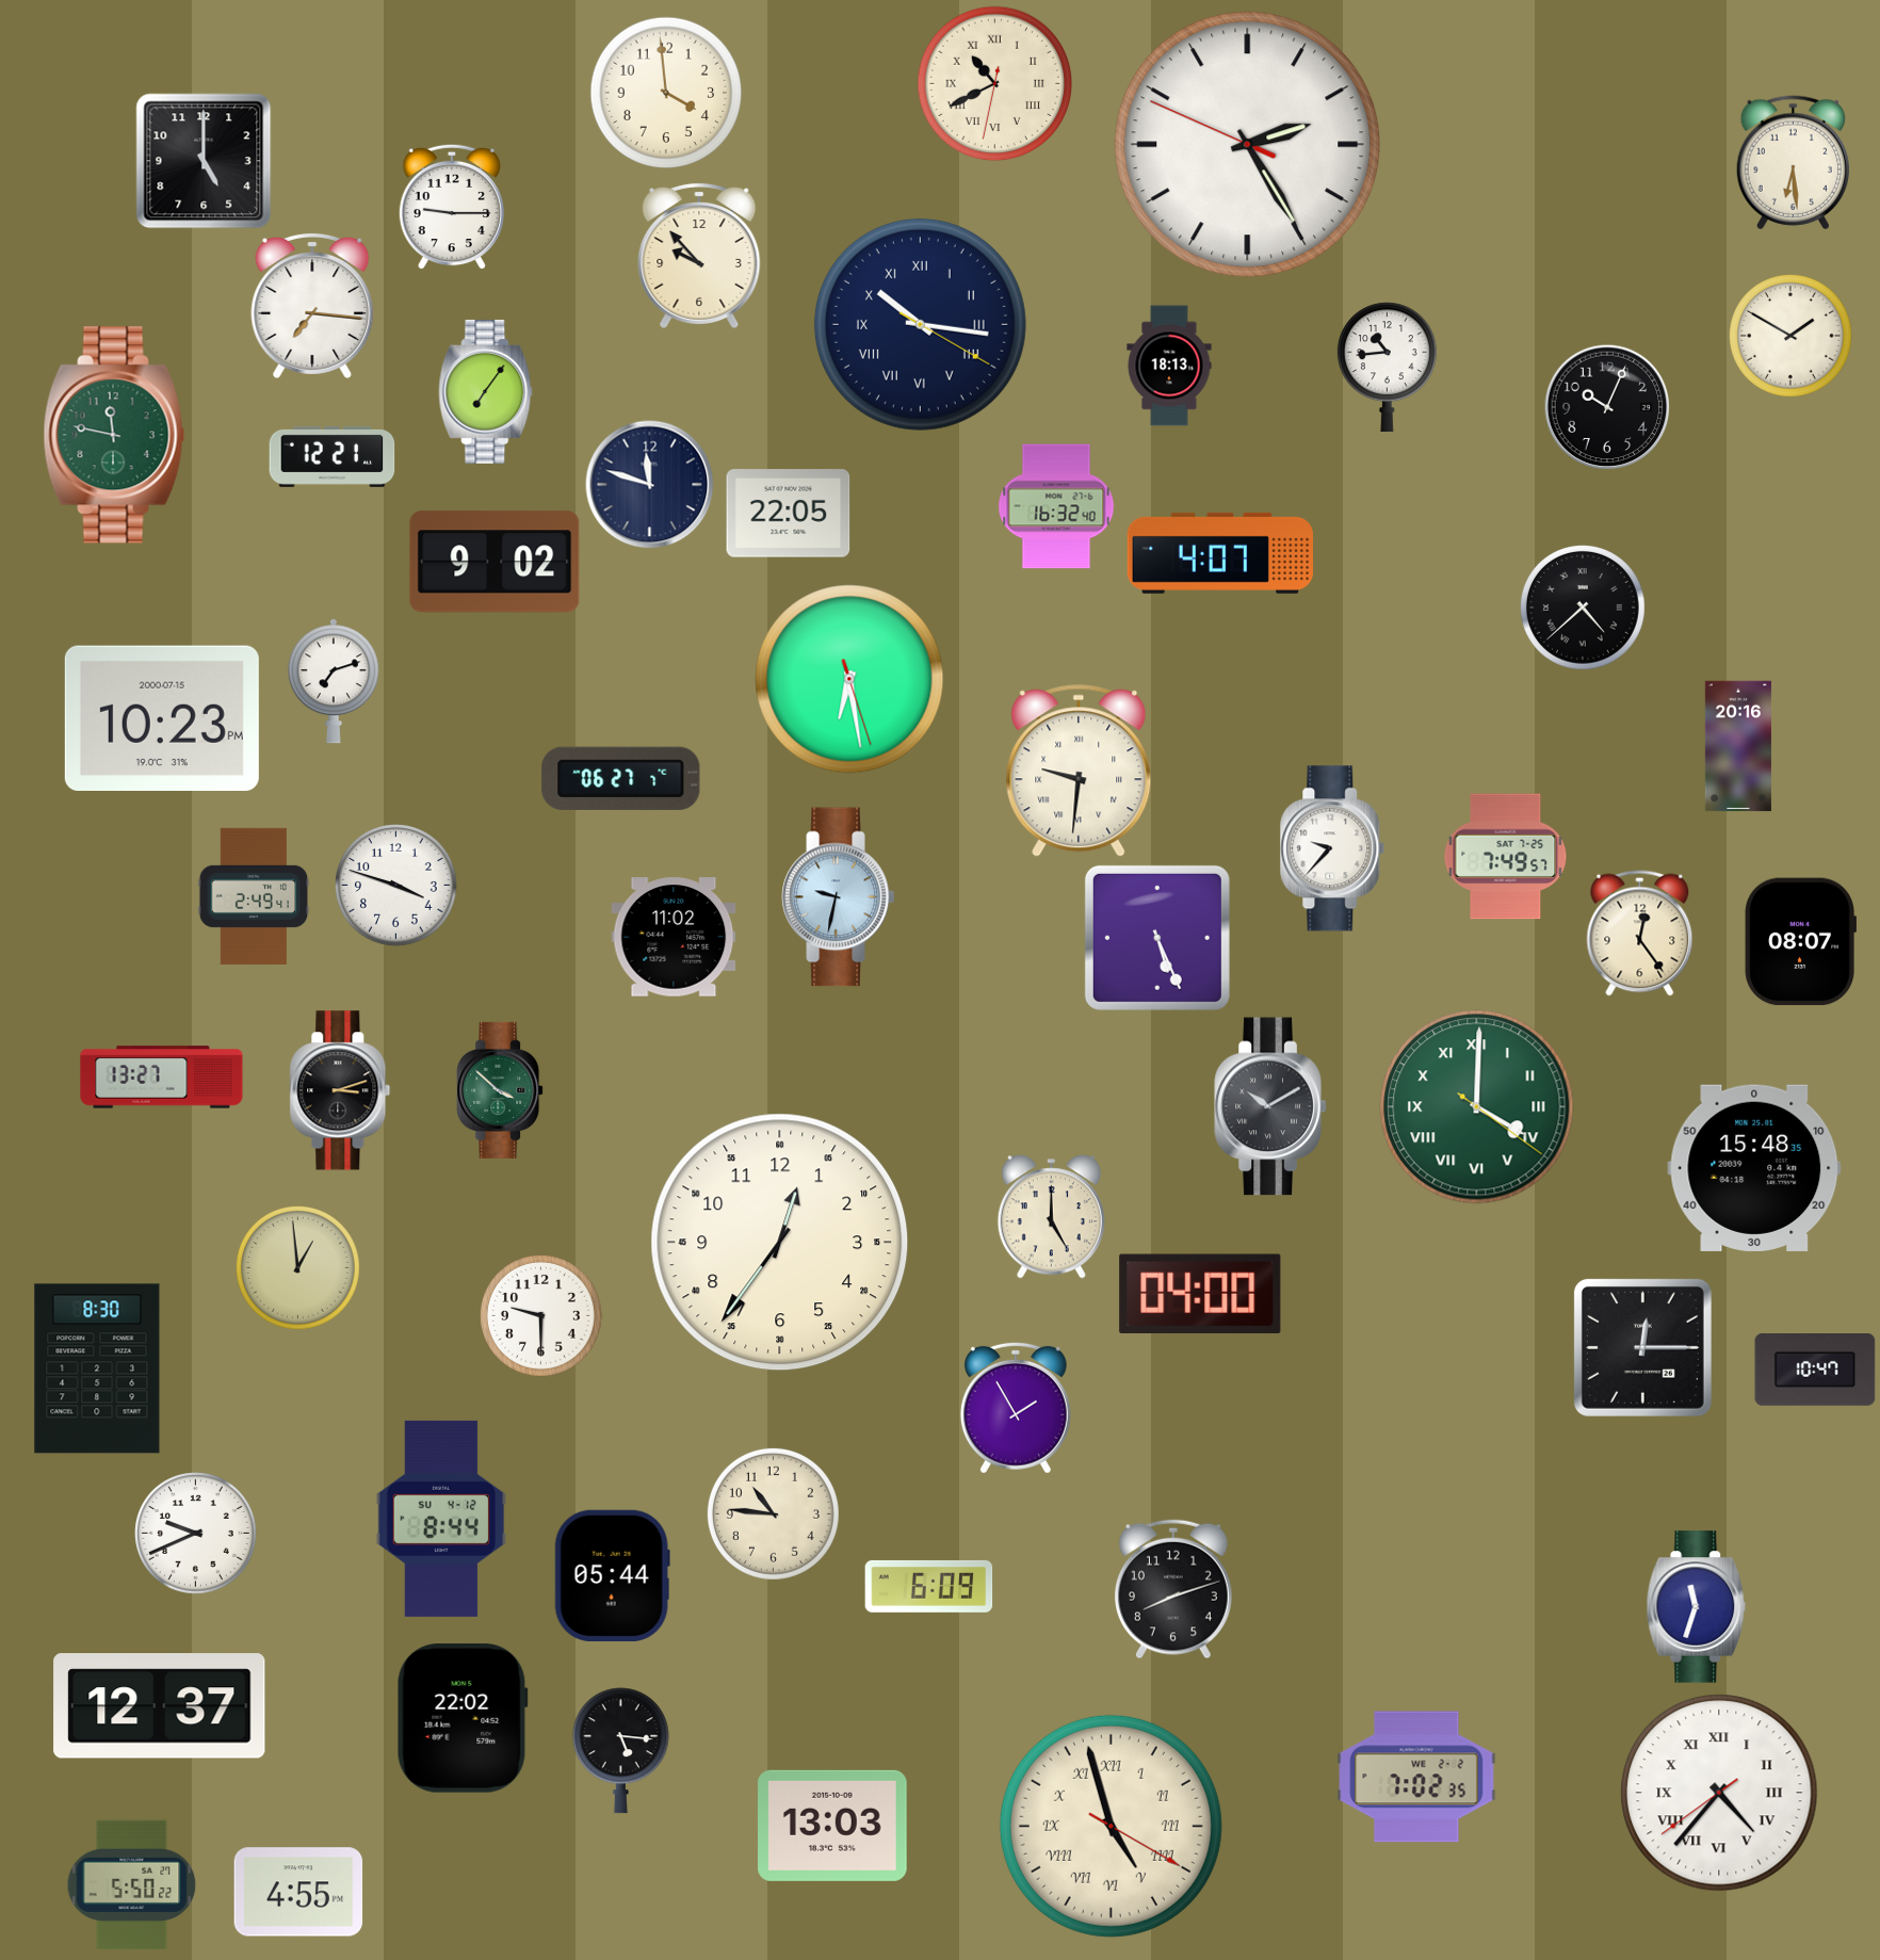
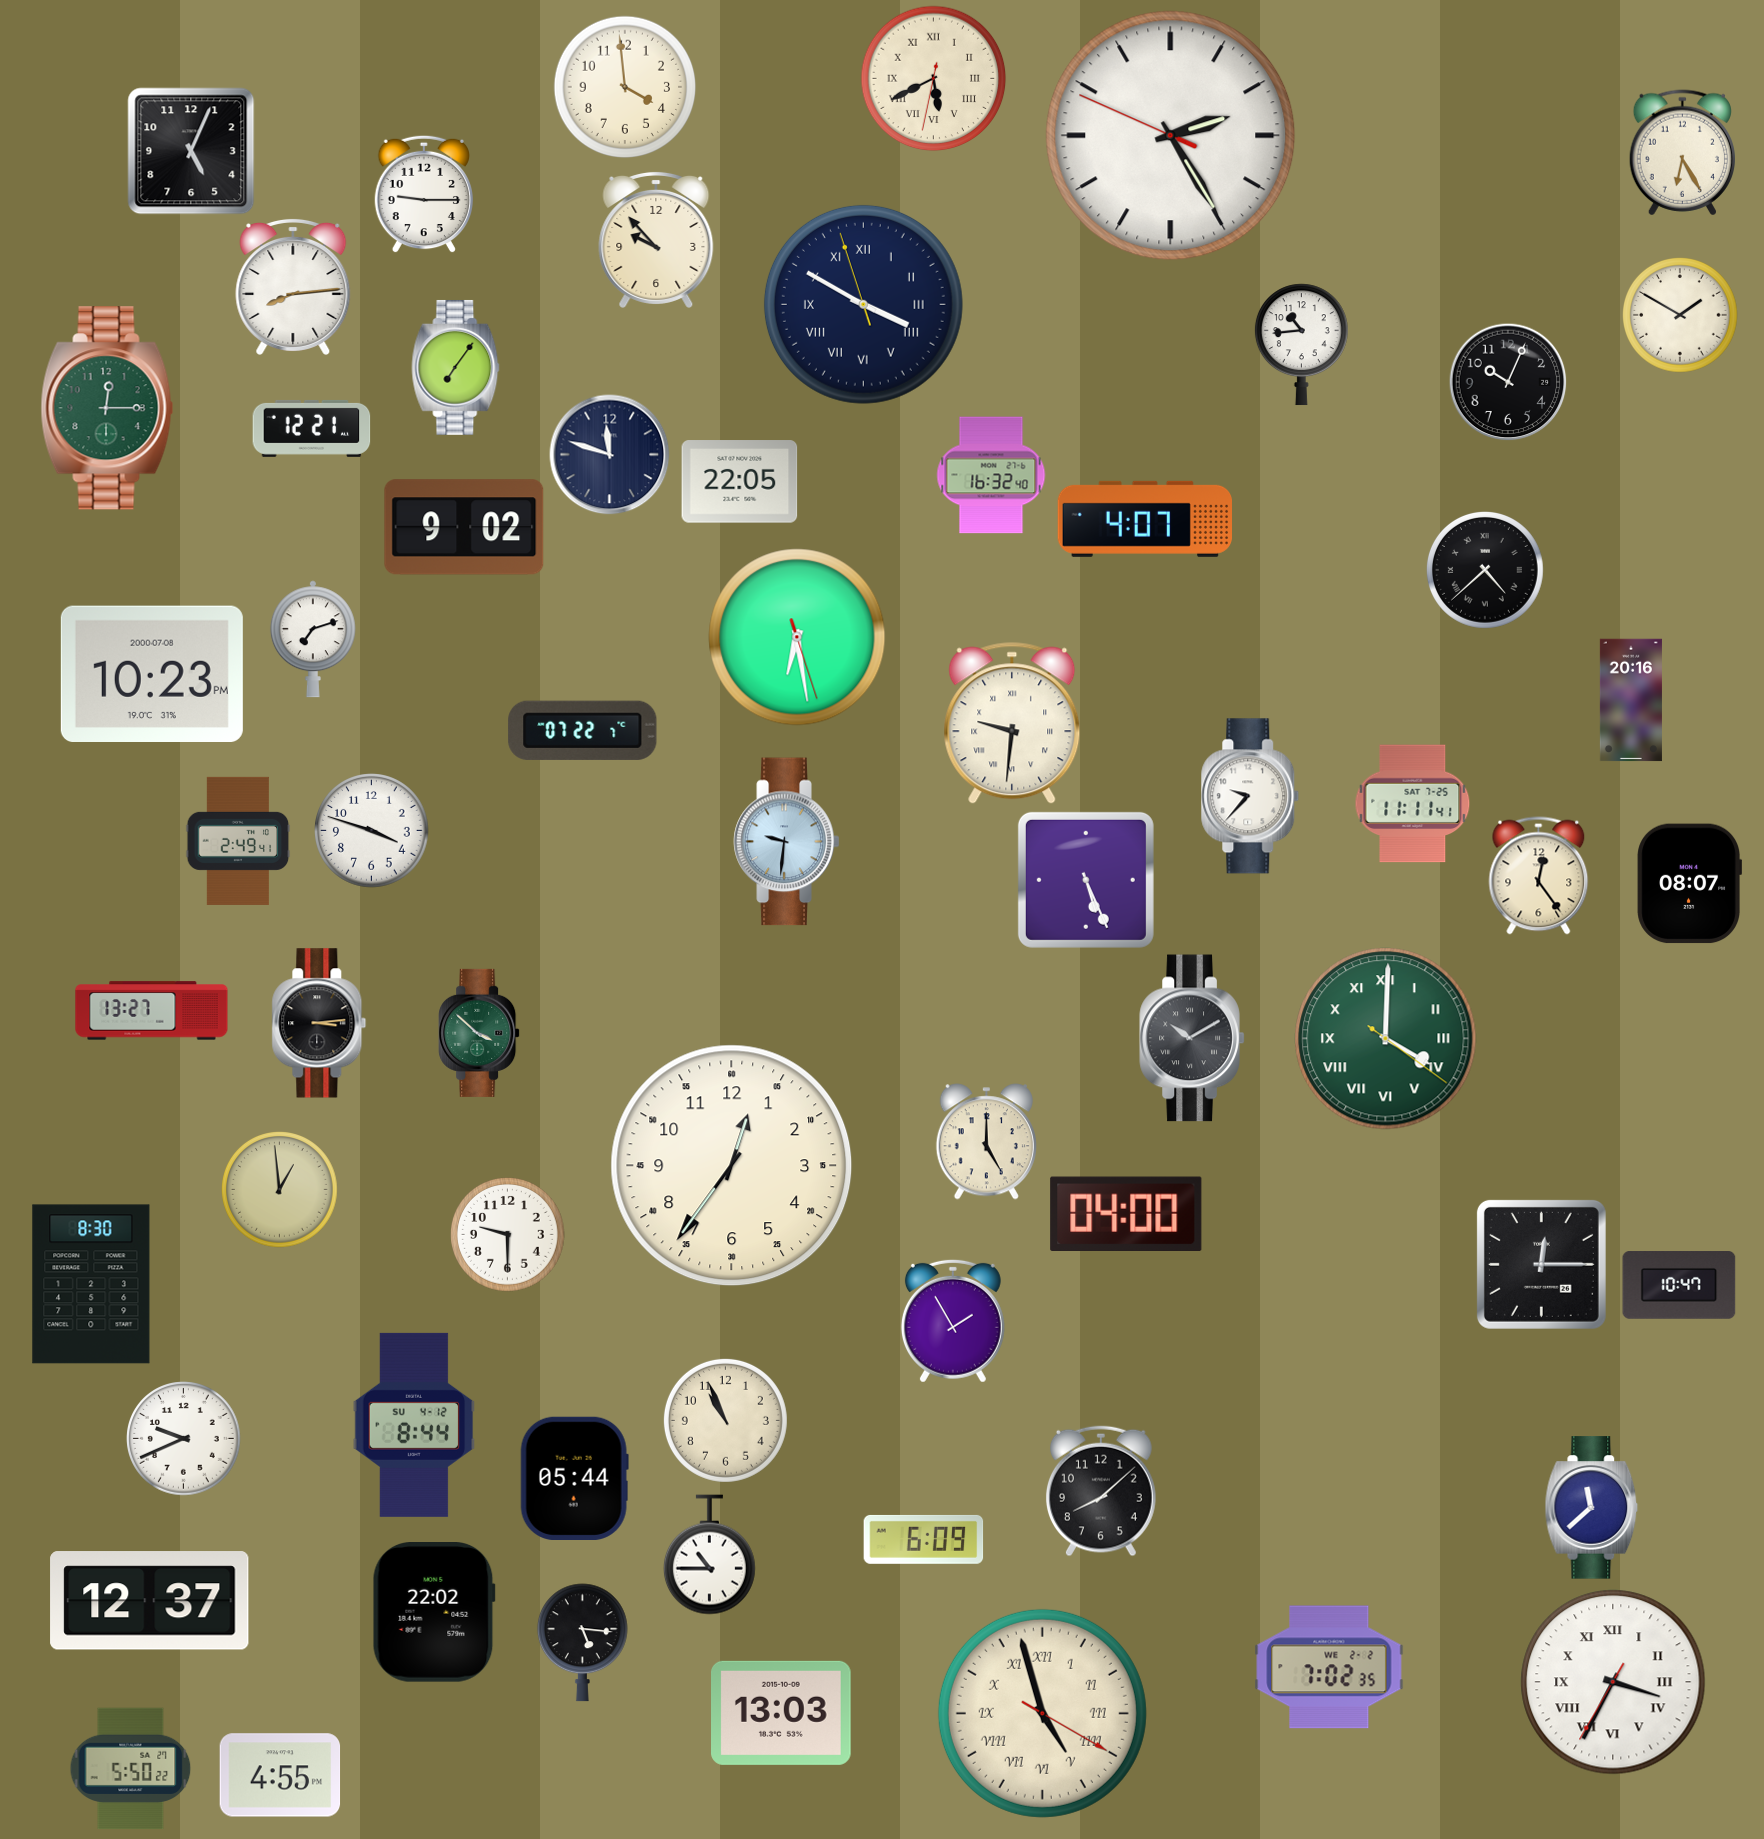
clock at (995, 84): 10:40 -> 5:40
clock at (204, 161): 5:00 -> 5:04
clock at (1793, 163): 6:29 -> 6:25
clock at (312, 305): 7:16 -> 8:14
clock at (920, 324): 10:16 -> 3:49
clock at (1169, 366): 18:13 -> none
clock at (114, 435): 11:47 -> 12:15
clock at (162, 717) date: 2000-07-15 -> 2000-07-08
clock at (621, 778): 06:27 -> 07:22
clock at (1506, 857): 7:49 -> 11:11
clock at (839, 897): 9:32 -> 9:31
clock at (674, 937): 11:02 -> none
clock at (340, 1090): 3:12 -> 3:14
clock at (500, 1090) position: (500, 1090) -> (479, 1033)
clock at (1754, 1168): 15:48 -> none
clock at (1815, 1371) position: (1815, 1371) -> (1679, 1286)
clock at (773, 1513): 10:46 -> 10:56
clock at (929, 1586) position: (929, 1586) -> (924, 1539)
clock at (1173, 1589): 8:12 -> 8:08
clock at (1697, 1607): 11:33 -> 11:38
clock at (709, 1555): none -> 10:45
clock at (1719, 1793): 4:36 -> 3:34
clock at (132, 1885) position: (132, 1885) -> (131, 1769)
